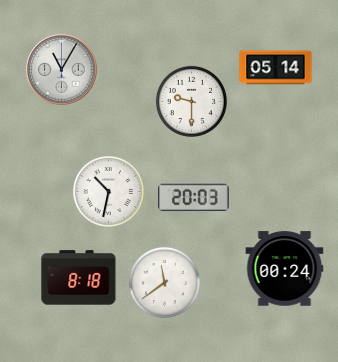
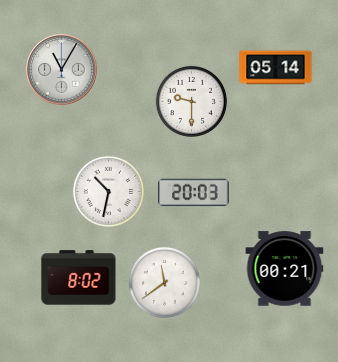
clock at (194, 198) position: (194, 198) -> (194, 193)
clock at (285, 269): 00:24 -> 00:21
clock at (79, 278): 8:18 -> 8:02
